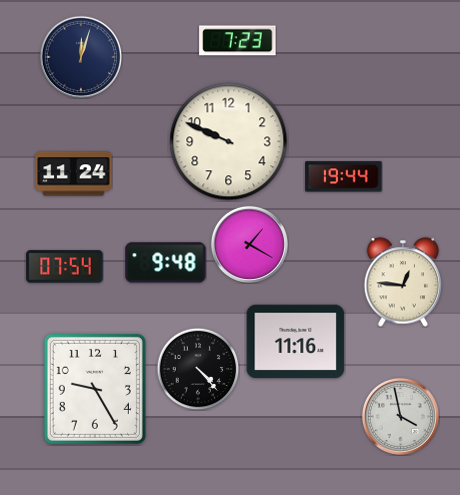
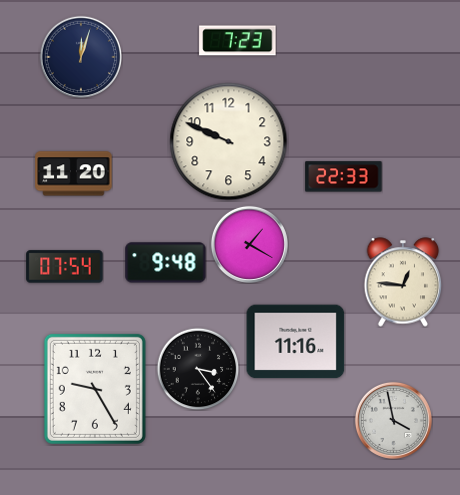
clock at (74, 174): 11:24 -> 11:20
clock at (344, 177): 19:44 -> 22:33
clock at (198, 369): 4:23 -> 3:24
clock at (400, 416) position: (400, 416) -> (393, 420)
